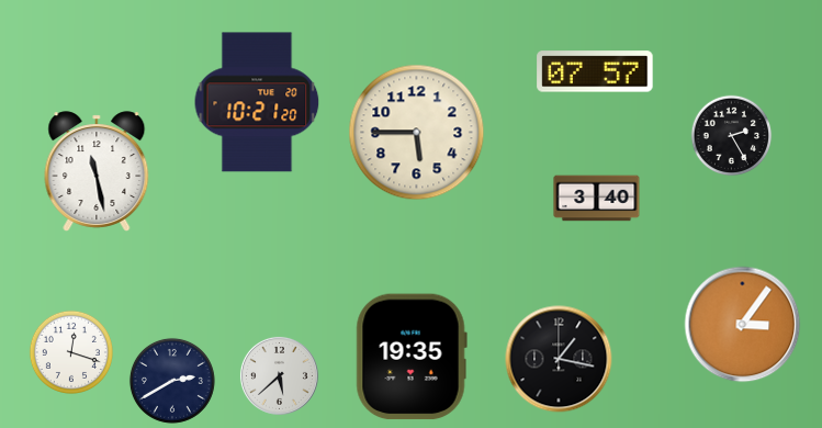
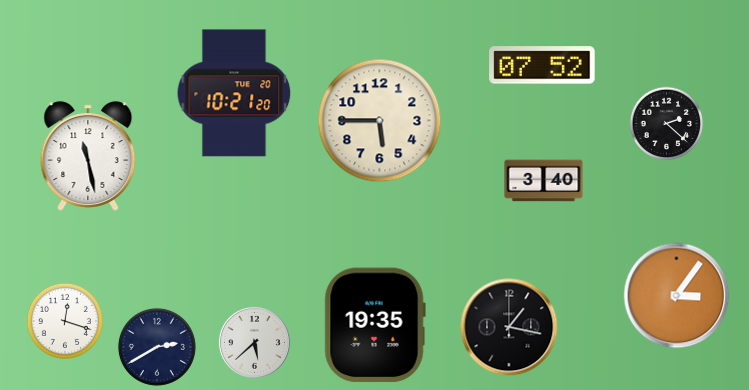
clock at (595, 71): 07:57 -> 07:52
clock at (732, 136): 2:25 -> 2:22
